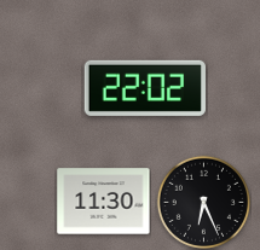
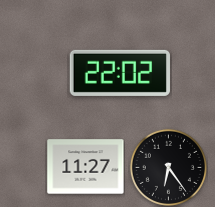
clock at (104, 202): 11:30 -> 11:27
clock at (203, 202): 6:26 -> 6:24
